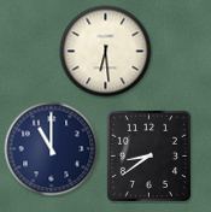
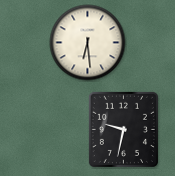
clock at (52, 149): 11:00 -> none
clock at (148, 155): 8:39 -> 9:32
